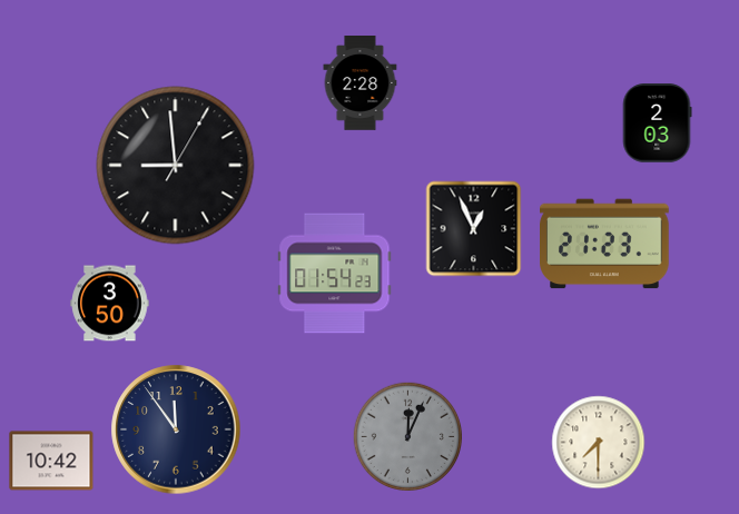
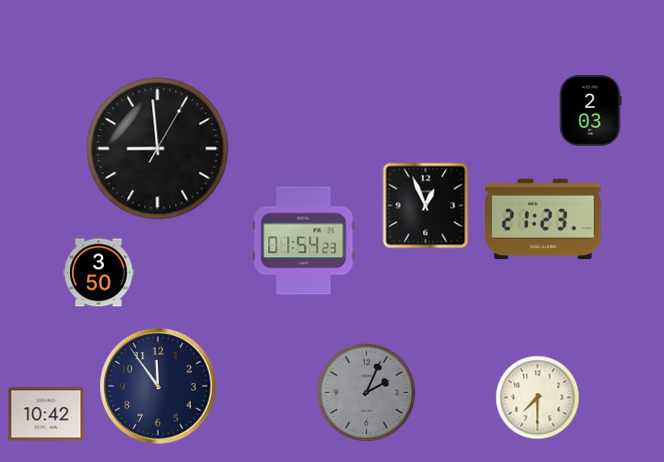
clock at (361, 83): 2:28 -> none
clock at (335, 274) position: (335, 274) -> (304, 241)
clock at (407, 436): 12:04 -> 2:04
